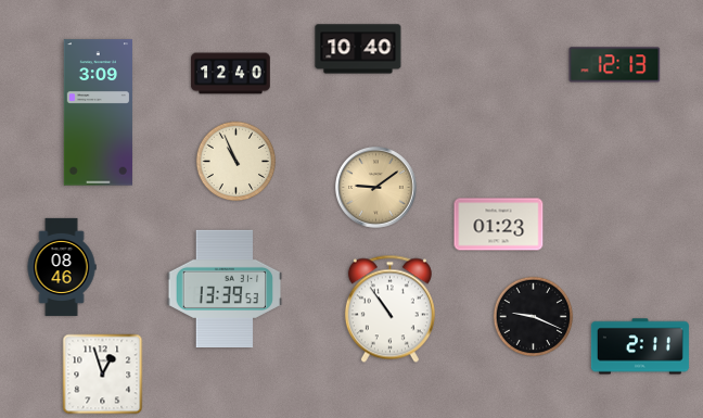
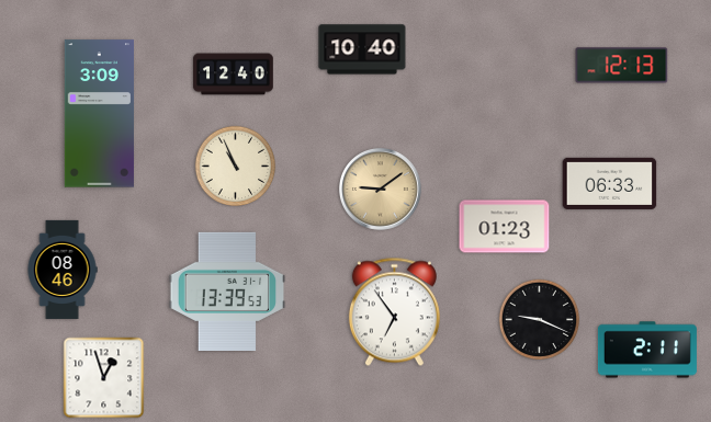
clock at (237, 162) position: (237, 162) -> (236, 167)
clock at (610, 183): none -> 06:33
clock at (389, 309): 10:54 -> 6:54
